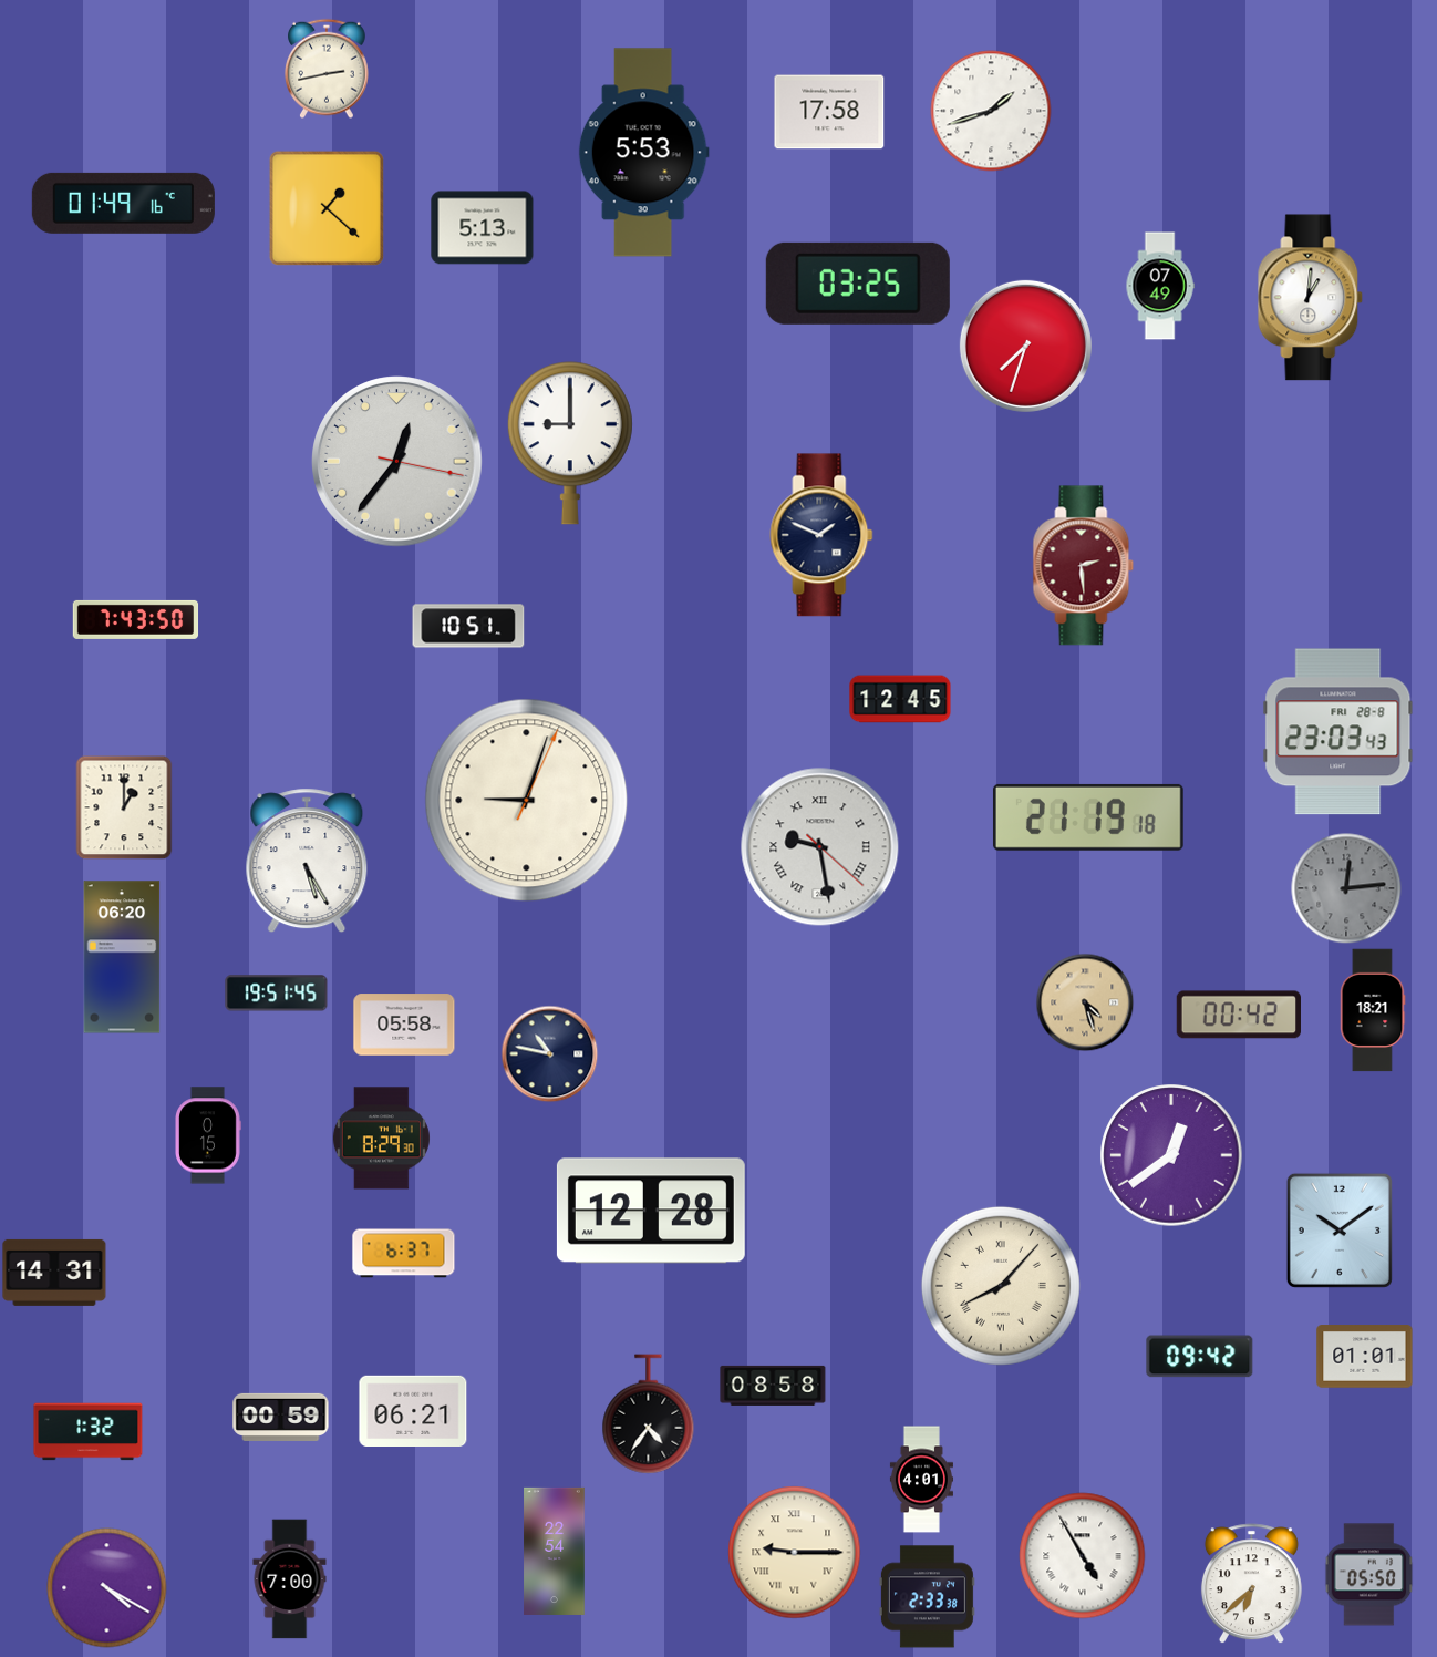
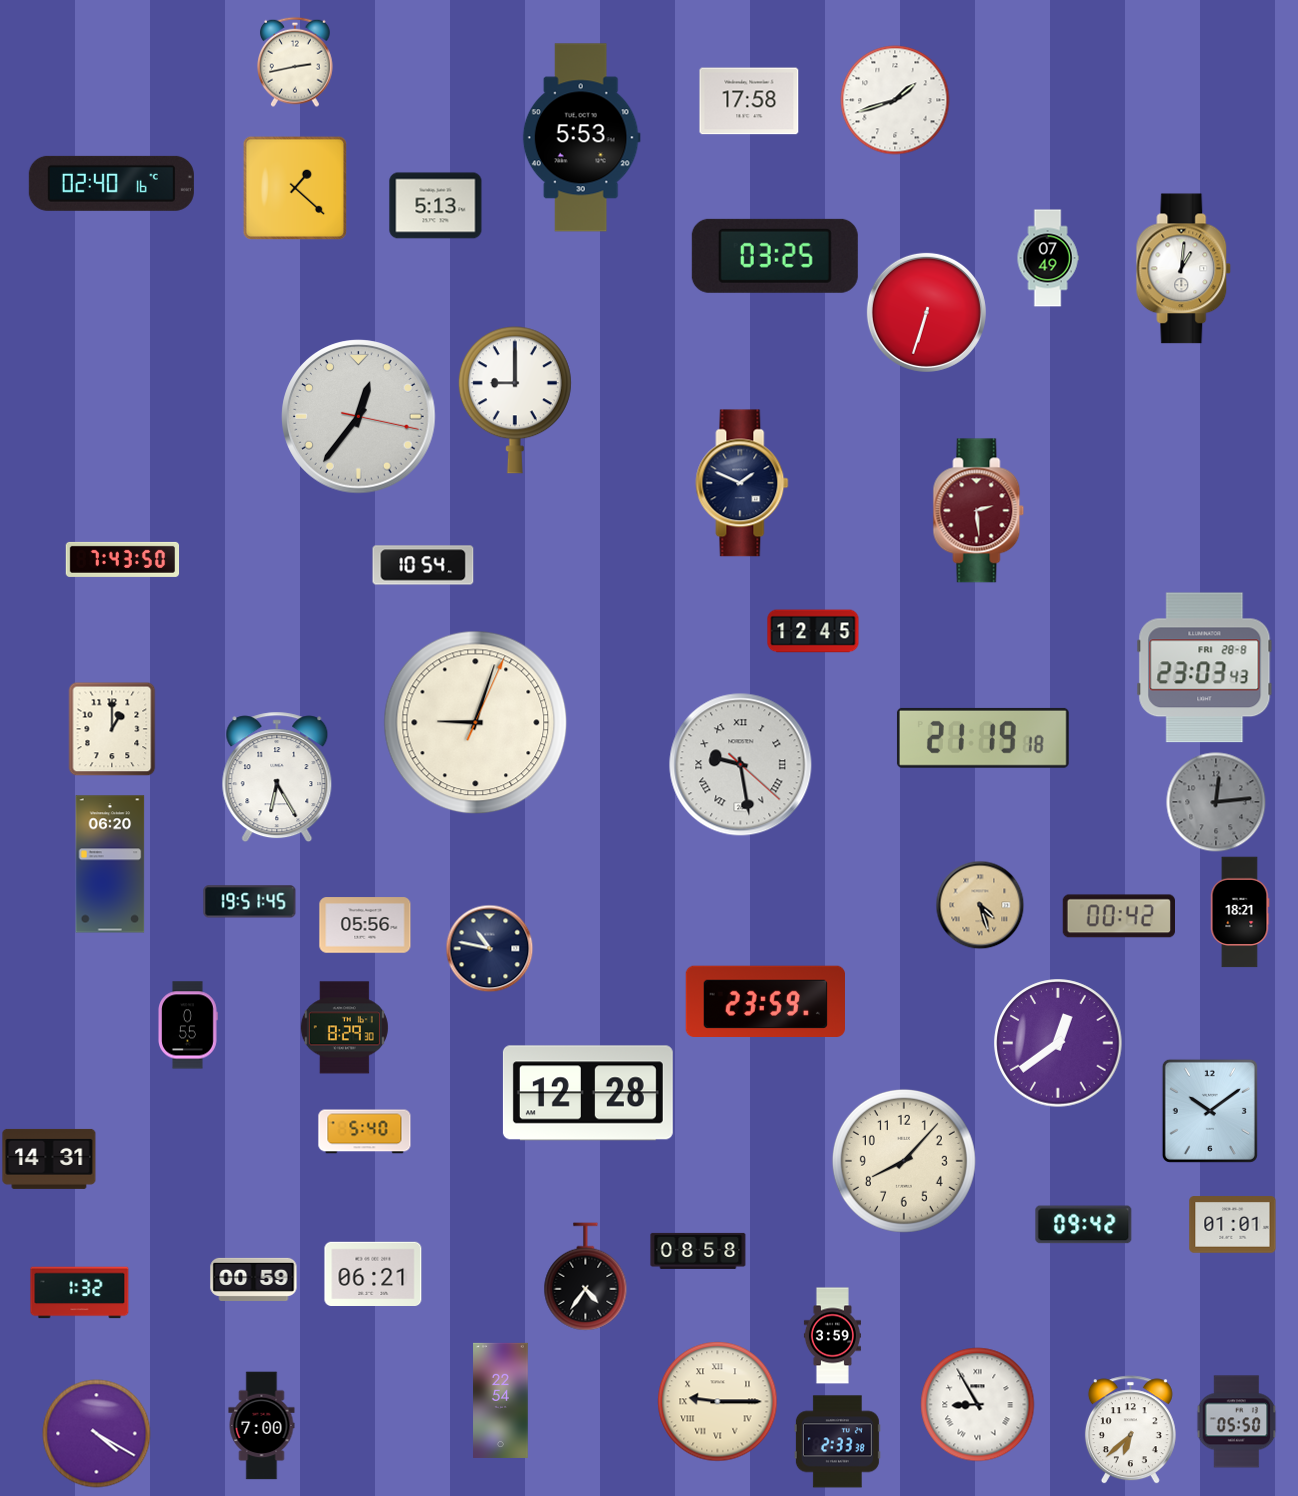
clock at (123, 203): 01:49 -> 02:40
clock at (1025, 346): 7:33 -> 6:33
clock at (468, 626): 10:51 -> 10:54
clock at (1338, 732) position: (1338, 732) -> (1205, 668)
clock at (307, 861): 5:25 -> 6:25
clock at (277, 994) position: (277, 994) -> (250, 902)
clock at (404, 1025): 05:58 -> 05:56
clock at (549, 1053) position: (549, 1053) -> (489, 948)
clock at (765, 1001): none -> 23:59
clock at (208, 1135): 0:15 -> 0:55
clock at (404, 1254): 6:37 -> 5:40
clock at (54, 1273) position: (54, 1273) -> (49, 1159)
clock at (1001, 1286) numerals: Roman -> Arabic
clock at (921, 1480): 4:01 -> 3:59
clock at (1083, 1556): 4:55 -> 8:55
